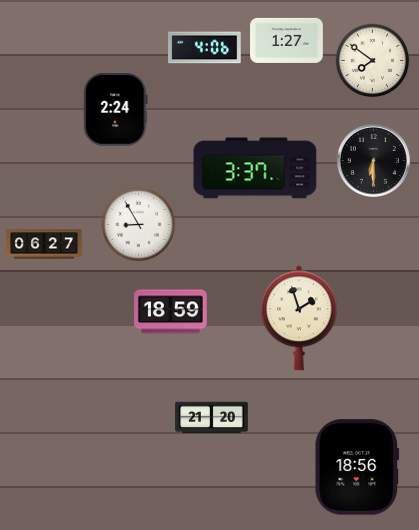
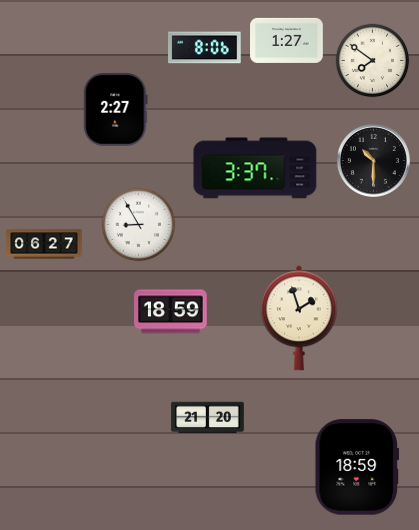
clock at (205, 48): 4:06 -> 8:06
clock at (116, 110): 2:24 -> 2:27
clock at (373, 160): 6:30 -> 10:30
clock at (212, 418) position: (212, 418) -> (208, 418)
clock at (357, 467): 18:56 -> 18:59
